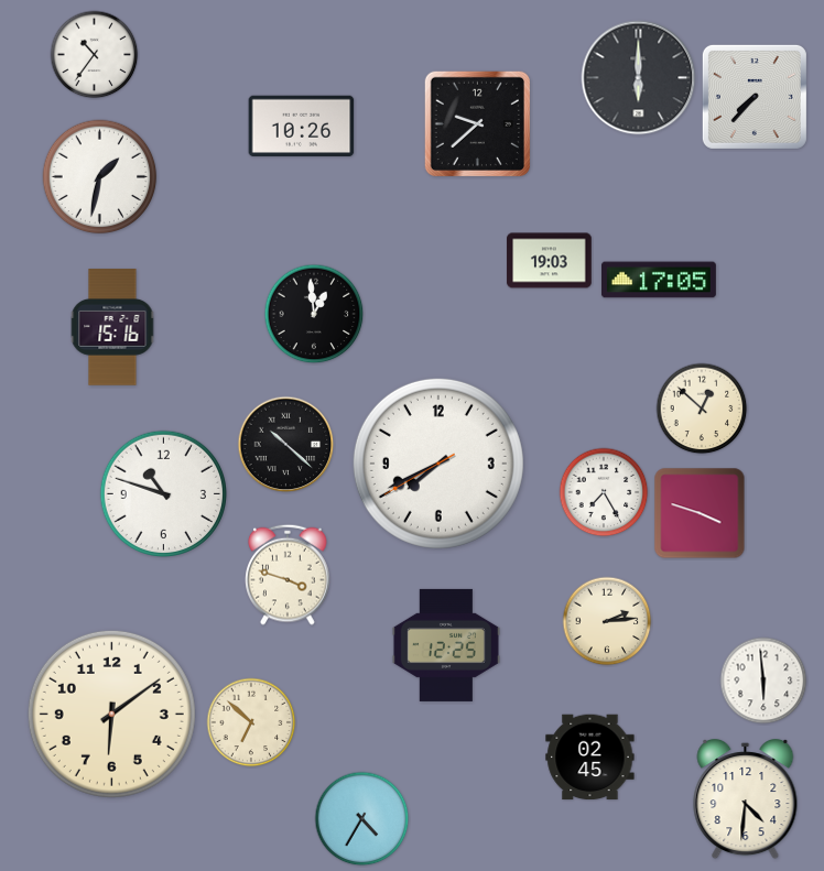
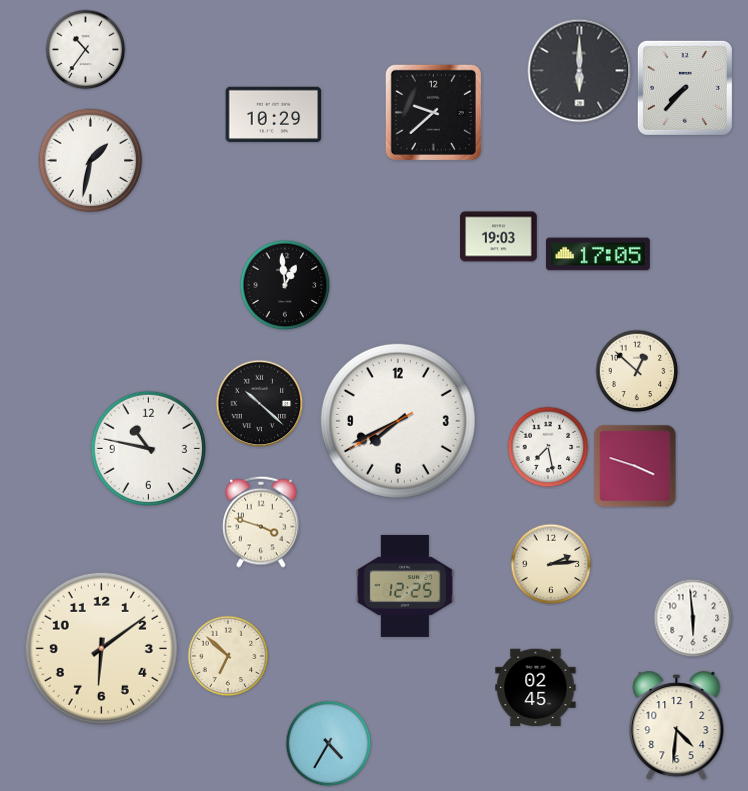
clock at (302, 126): 10:26 -> 10:29
clock at (112, 327): 15:16 -> none
clock at (604, 492): 7:25 -> 7:28
clock at (163, 493): 10:48 -> 10:47
